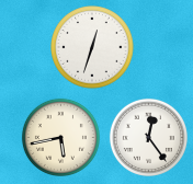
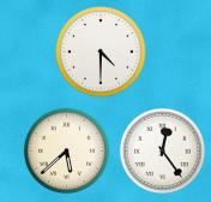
clock at (92, 47): 12:33 -> 4:30
clock at (60, 137): 5:43 -> 5:38
